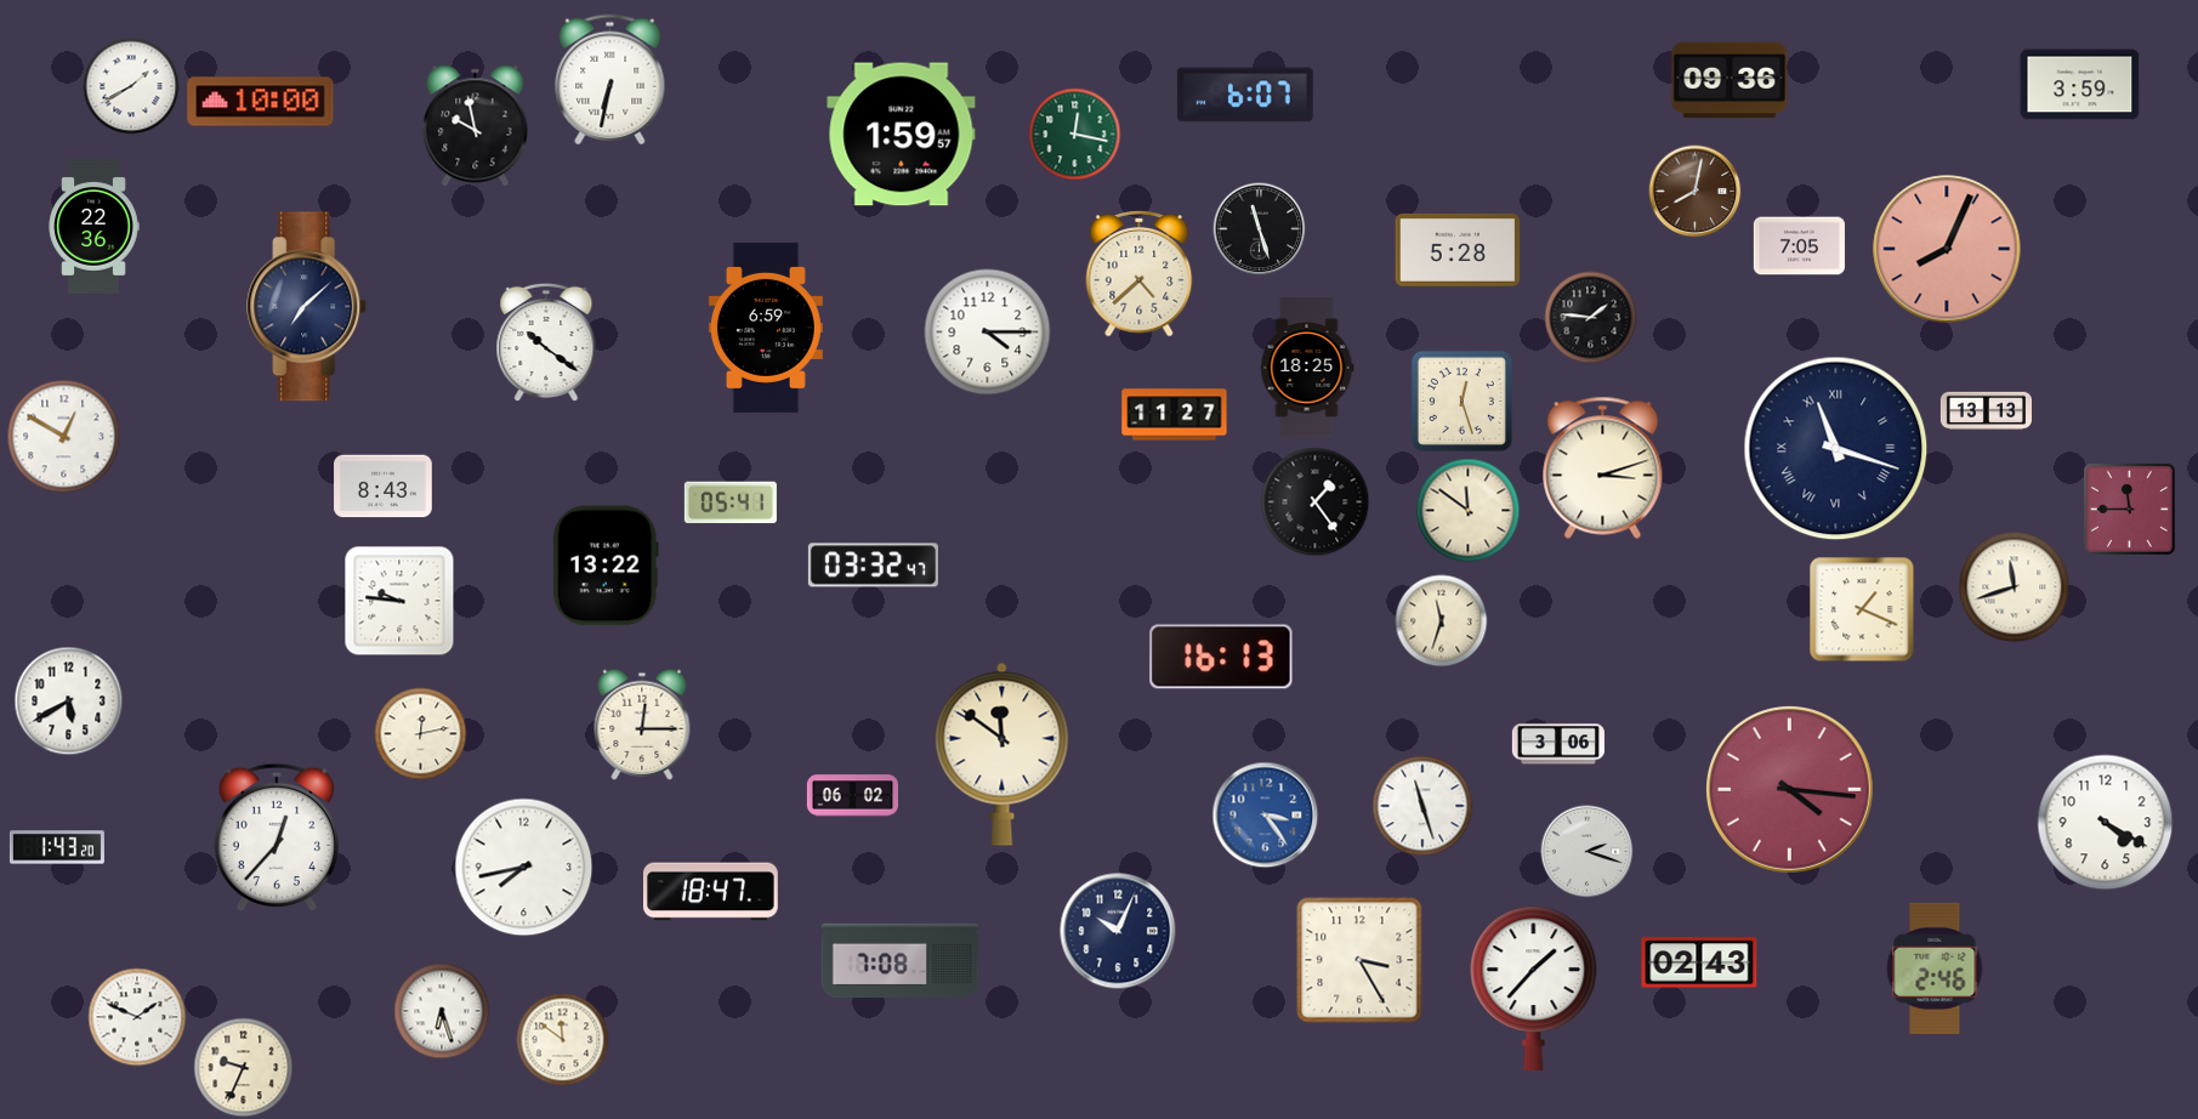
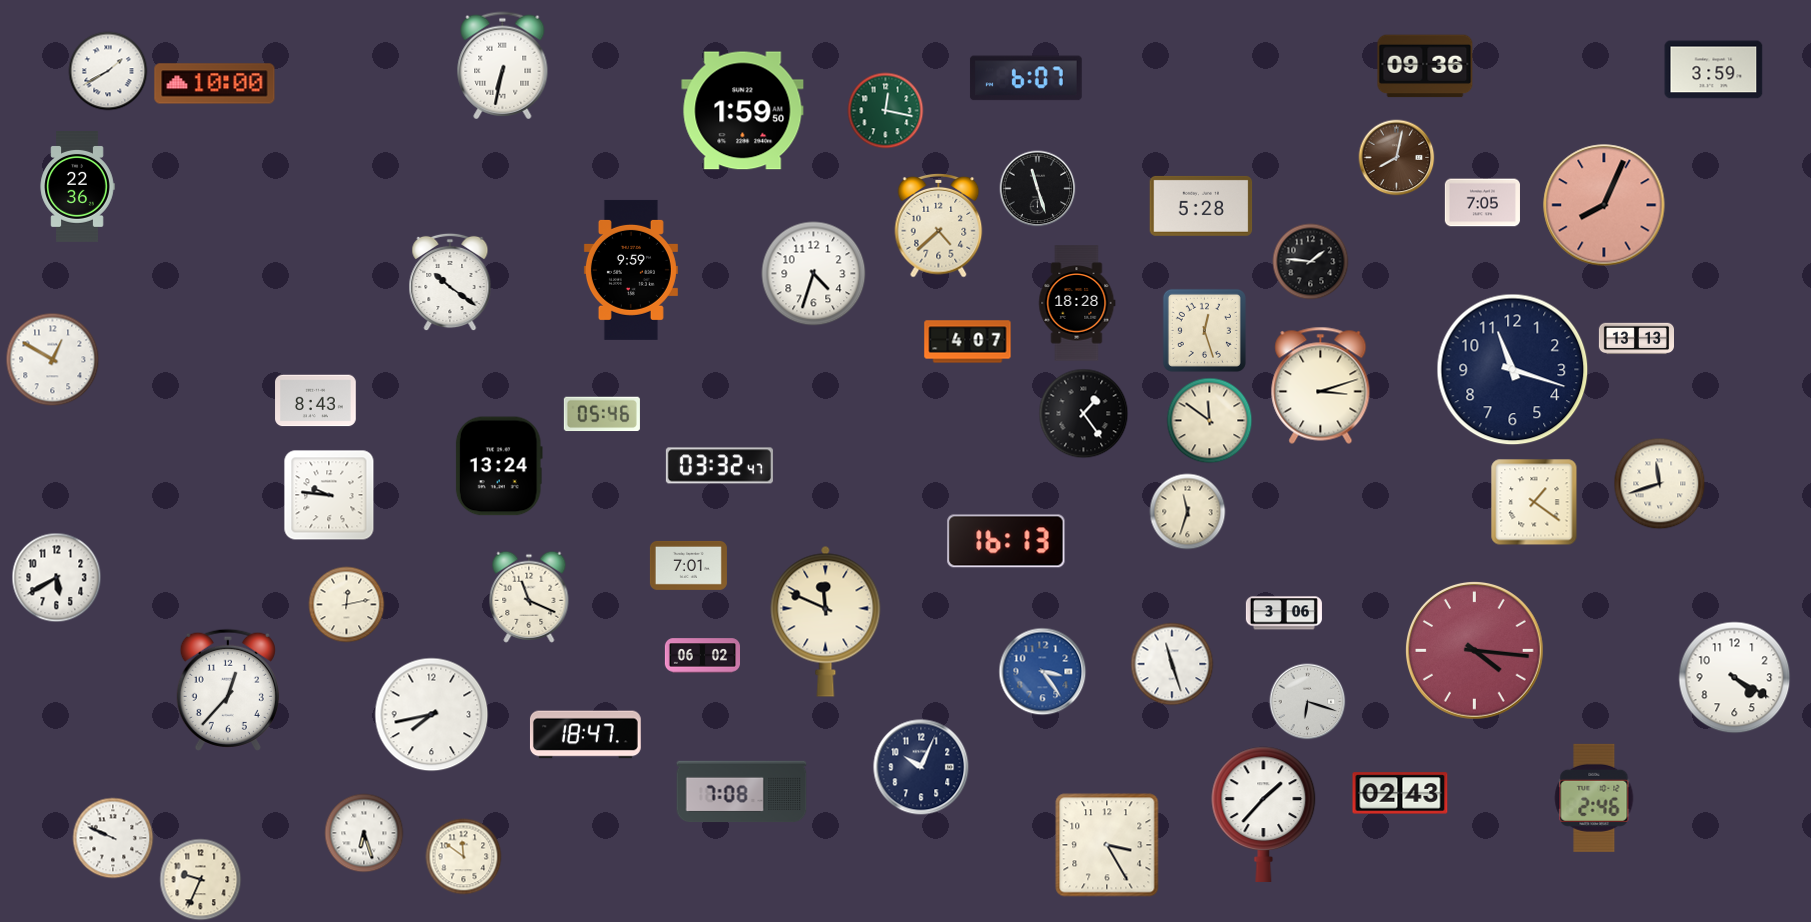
clock at (476, 126): 9:58 -> none
clock at (902, 135): 1:59:57 -> 1:59:50
clock at (307, 307): 7:08 -> none
clock at (766, 328): 6:59 -> 9:59
clock at (988, 333): 4:15 -> 4:33
clock at (1307, 368): 18:25 -> 18:28
clock at (1175, 415): 11:27 -> 4:07
clock at (1836, 449) numerals: Roman -> Arabic
clock at (731, 502): 05:41 -> 05:46
clock at (2129, 509): 11:45 -> none
clock at (606, 566): 13:22 -> 13:24
clock at (1862, 609): 1:19 -> 1:21
clock at (688, 565): none -> 7:01
clock at (642, 725): 12:15 -> 11:19
clock at (1003, 754): 11:51 -> 11:49
clock at (57, 847): 1:43 -> none
clock at (1588, 852): 2:18 -> 6:18
clock at (1359, 960) position: (1359, 960) -> (1107, 845)
clock at (137, 1017): 1:49 -> 9:49
